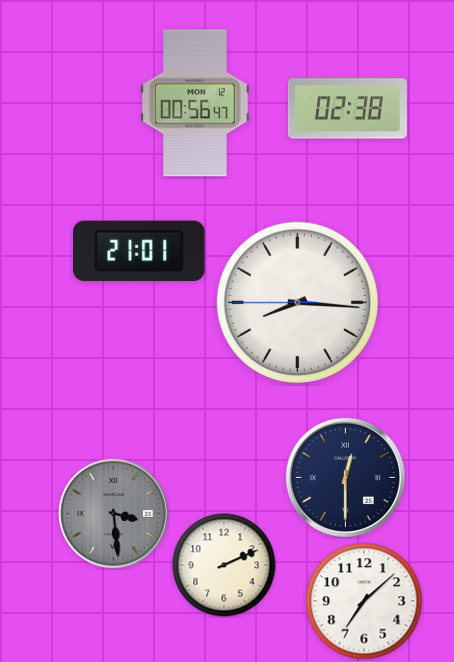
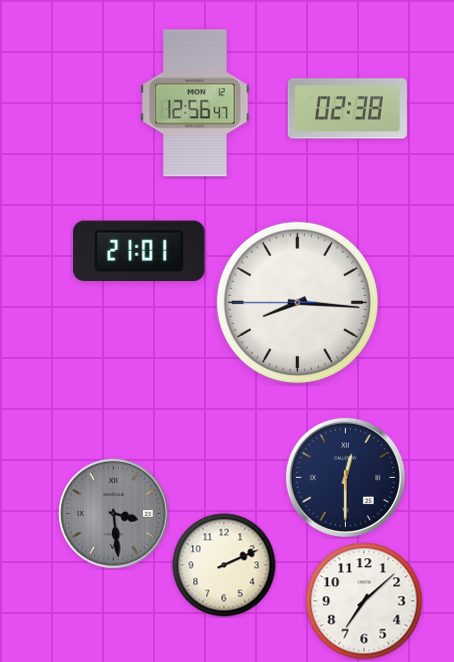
clock at (195, 103): 00:56 -> 12:56
